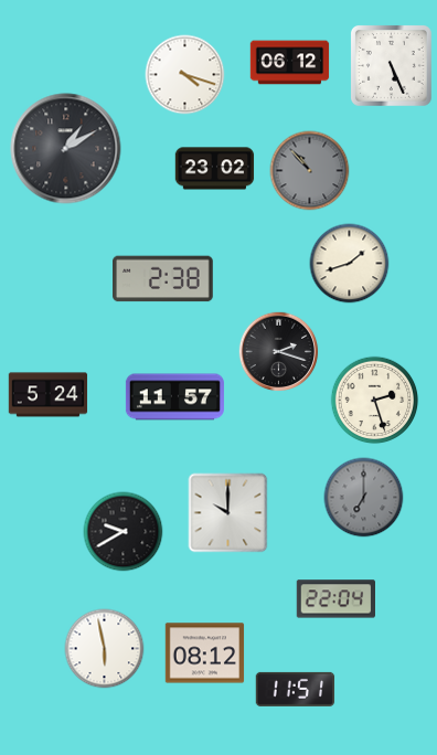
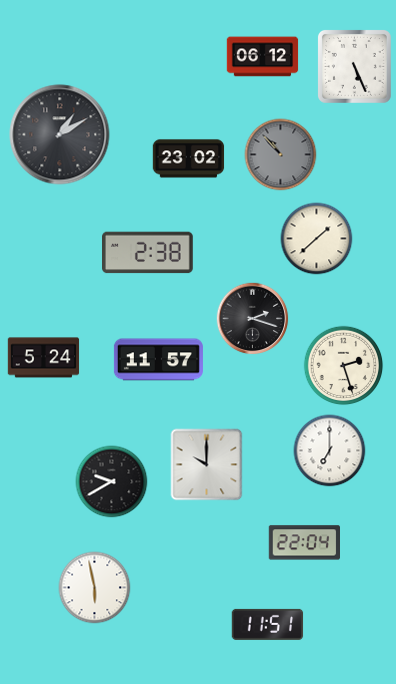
clock at (391, 65) position: (391, 65) -> (354, 66)
clock at (185, 75): 4:18 -> none
clock at (215, 169) position: (215, 169) -> (189, 159)
clock at (350, 264): 1:42 -> 1:38
clock at (375, 401) position: (375, 401) -> (344, 366)
clock at (364, 498) dial: grey -> white
clock at (205, 653): 08:12 -> none
